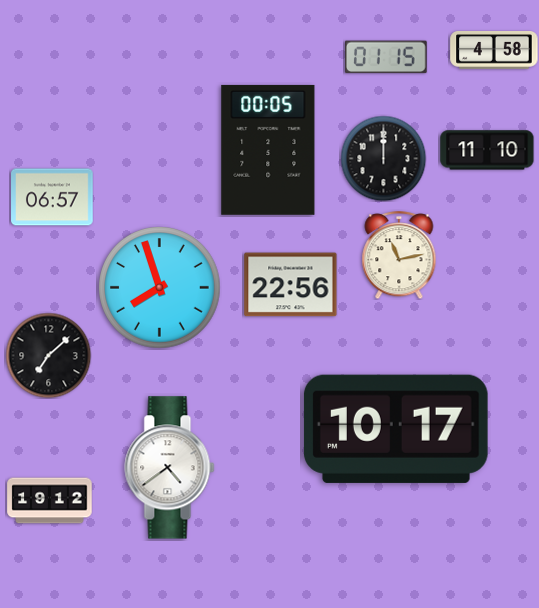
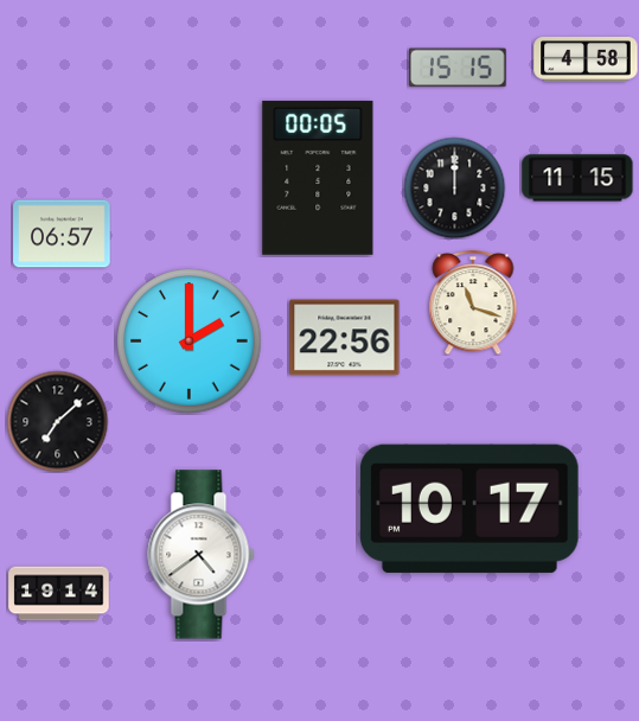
clock at (387, 57): 01:15 -> 15:15
clock at (487, 150): 11:10 -> 11:15
clock at (399, 255): 11:13 -> 11:18
clock at (160, 288): 7:57 -> 2:00
clock at (50, 501): 19:12 -> 19:14
